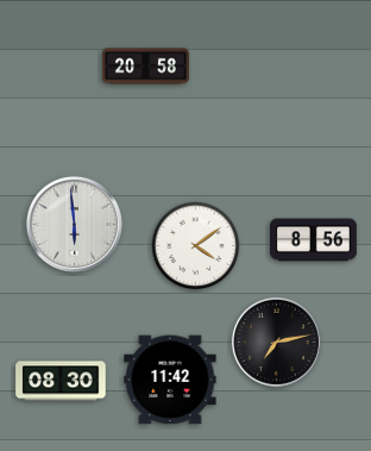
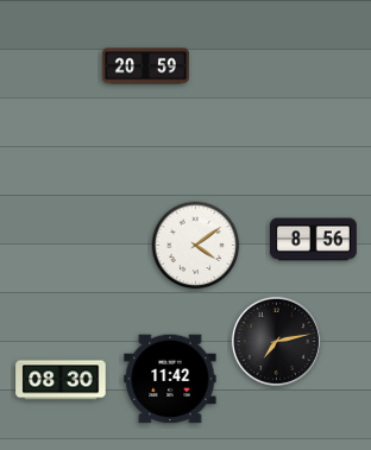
clock at (145, 67): 20:58 -> 20:59
clock at (74, 224): 5:59 -> none
